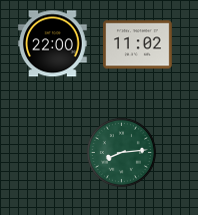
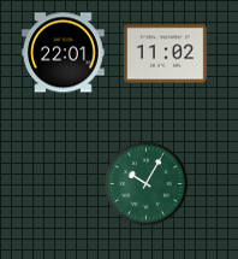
clock at (53, 44): 22:00 -> 22:01
clock at (121, 152): 8:14 -> 10:05
